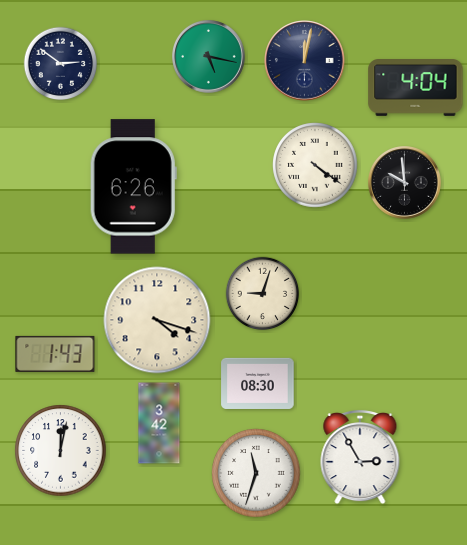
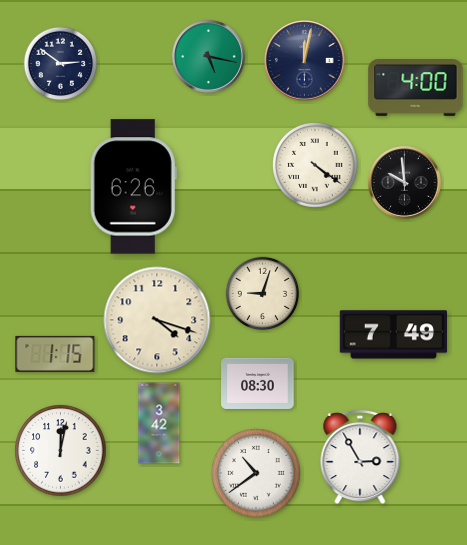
clock at (416, 88): 4:04 -> 4:00
clock at (393, 335): none -> 7:49
clock at (55, 354): 1:43 -> 1:15
clock at (256, 473): 11:33 -> 10:39
